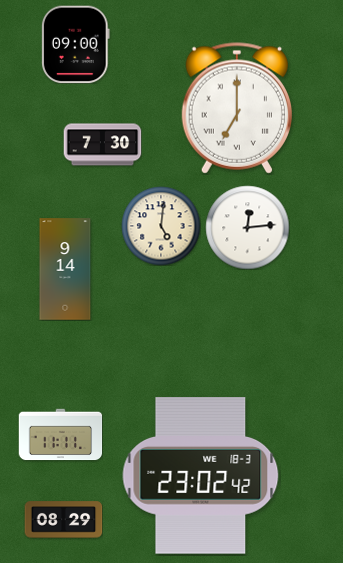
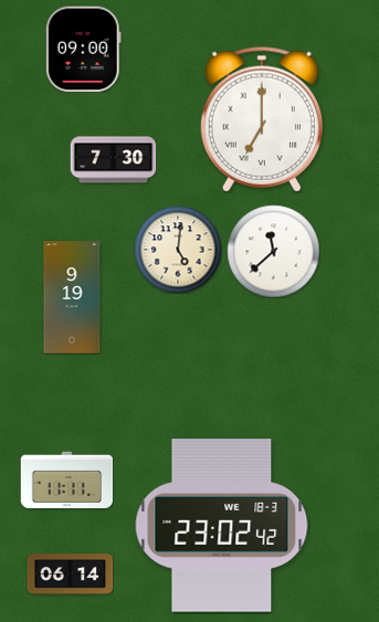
clock at (247, 227): 12:14 -> 11:38
clock at (65, 269): 9:14 -> 9:19
clock at (63, 520): 08:29 -> 06:14
